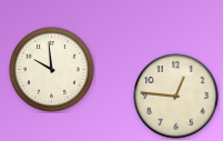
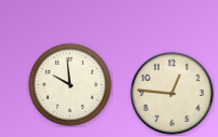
clock at (52, 70) position: (52, 70) -> (70, 85)
